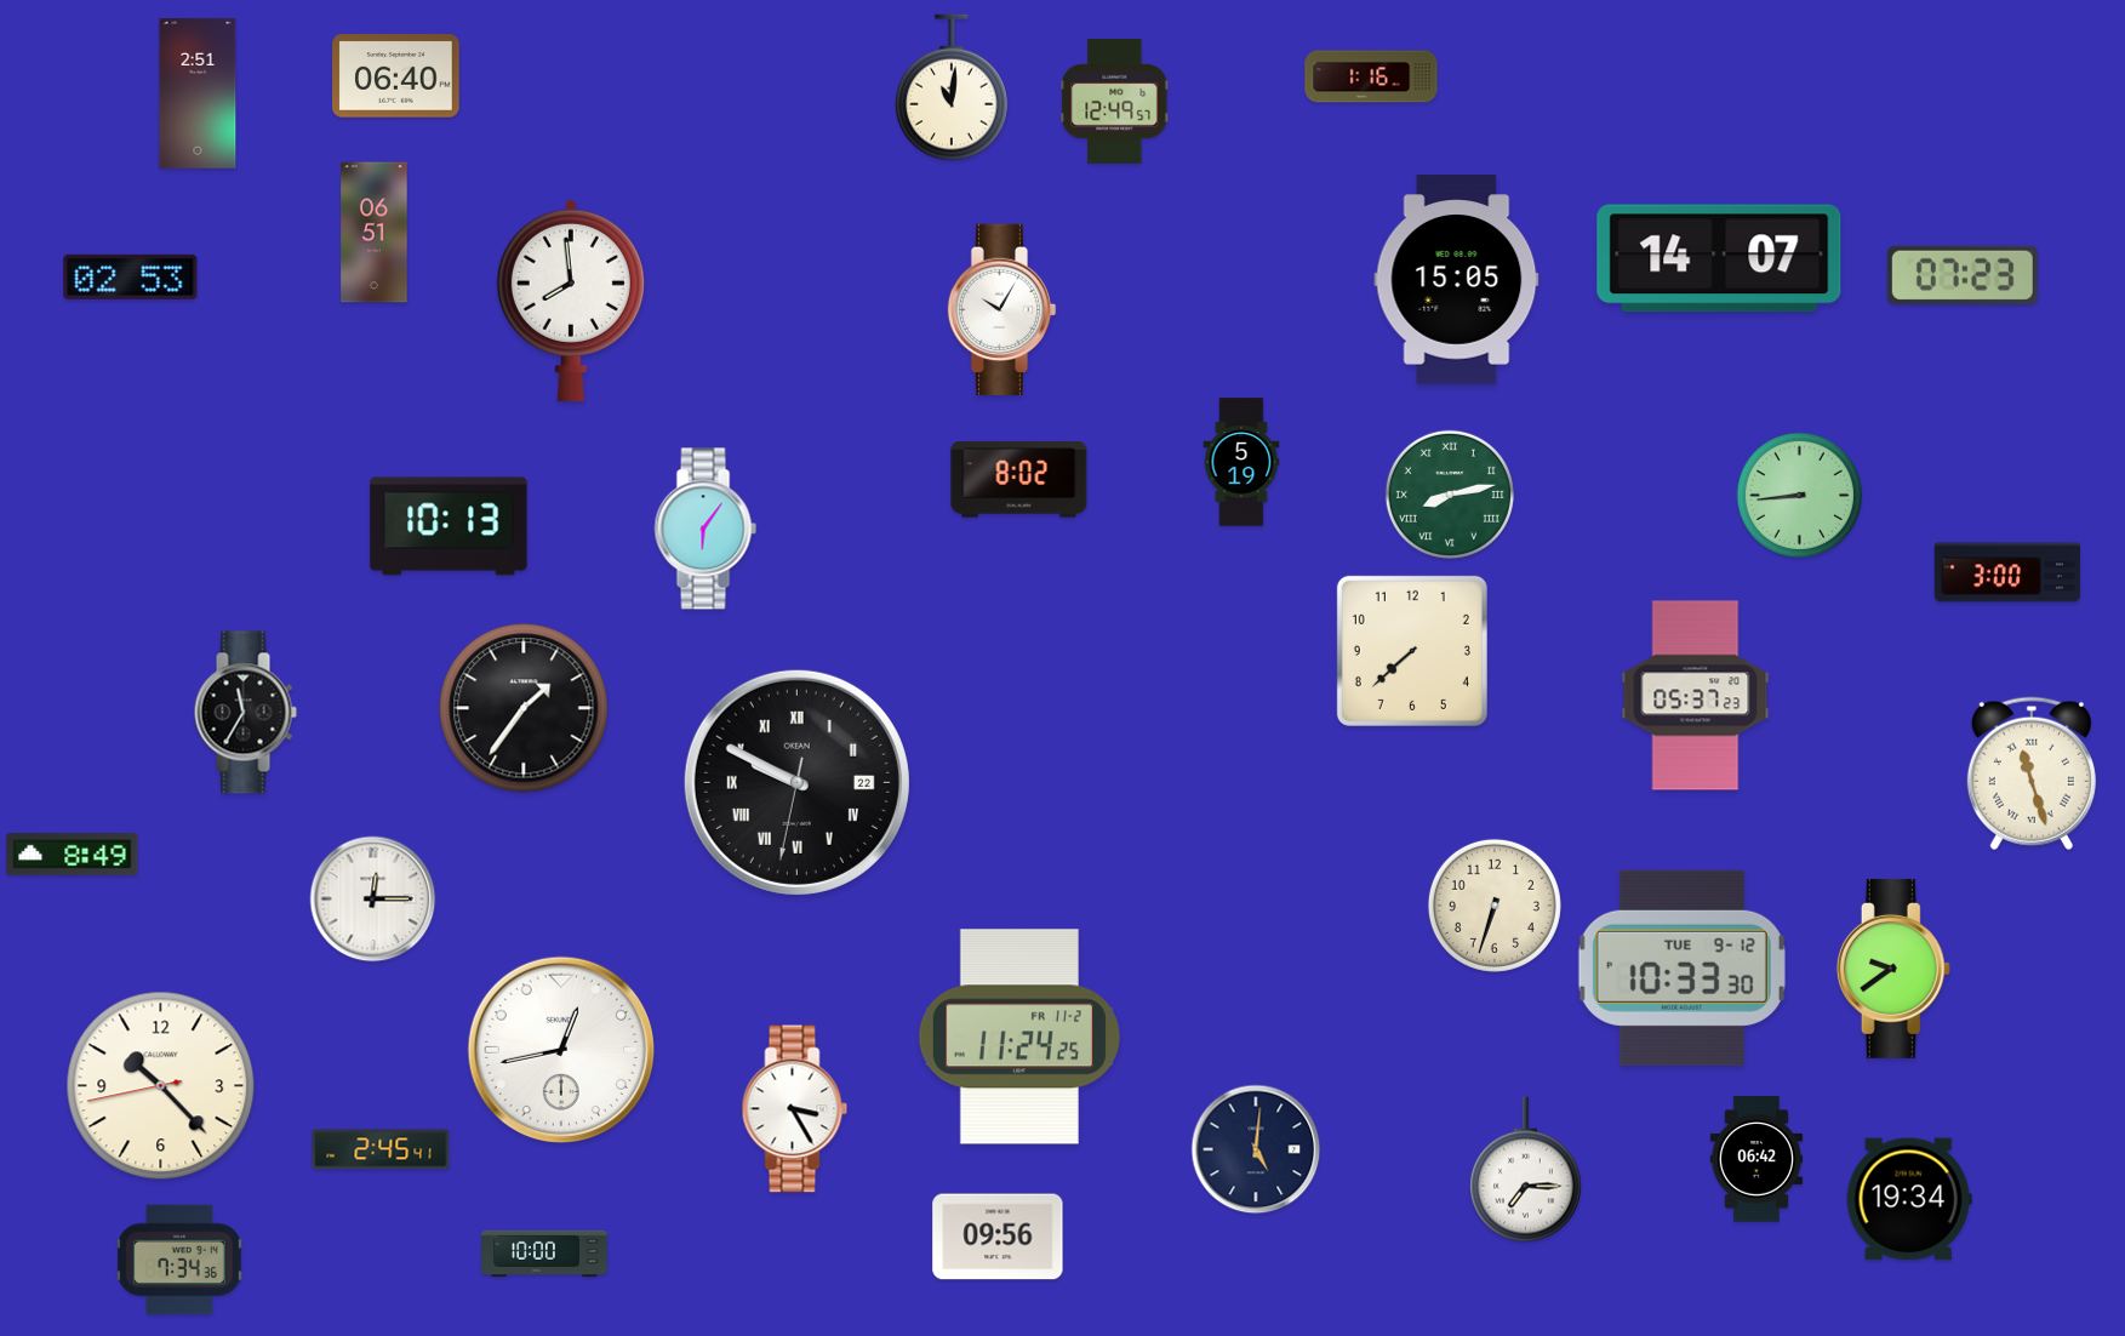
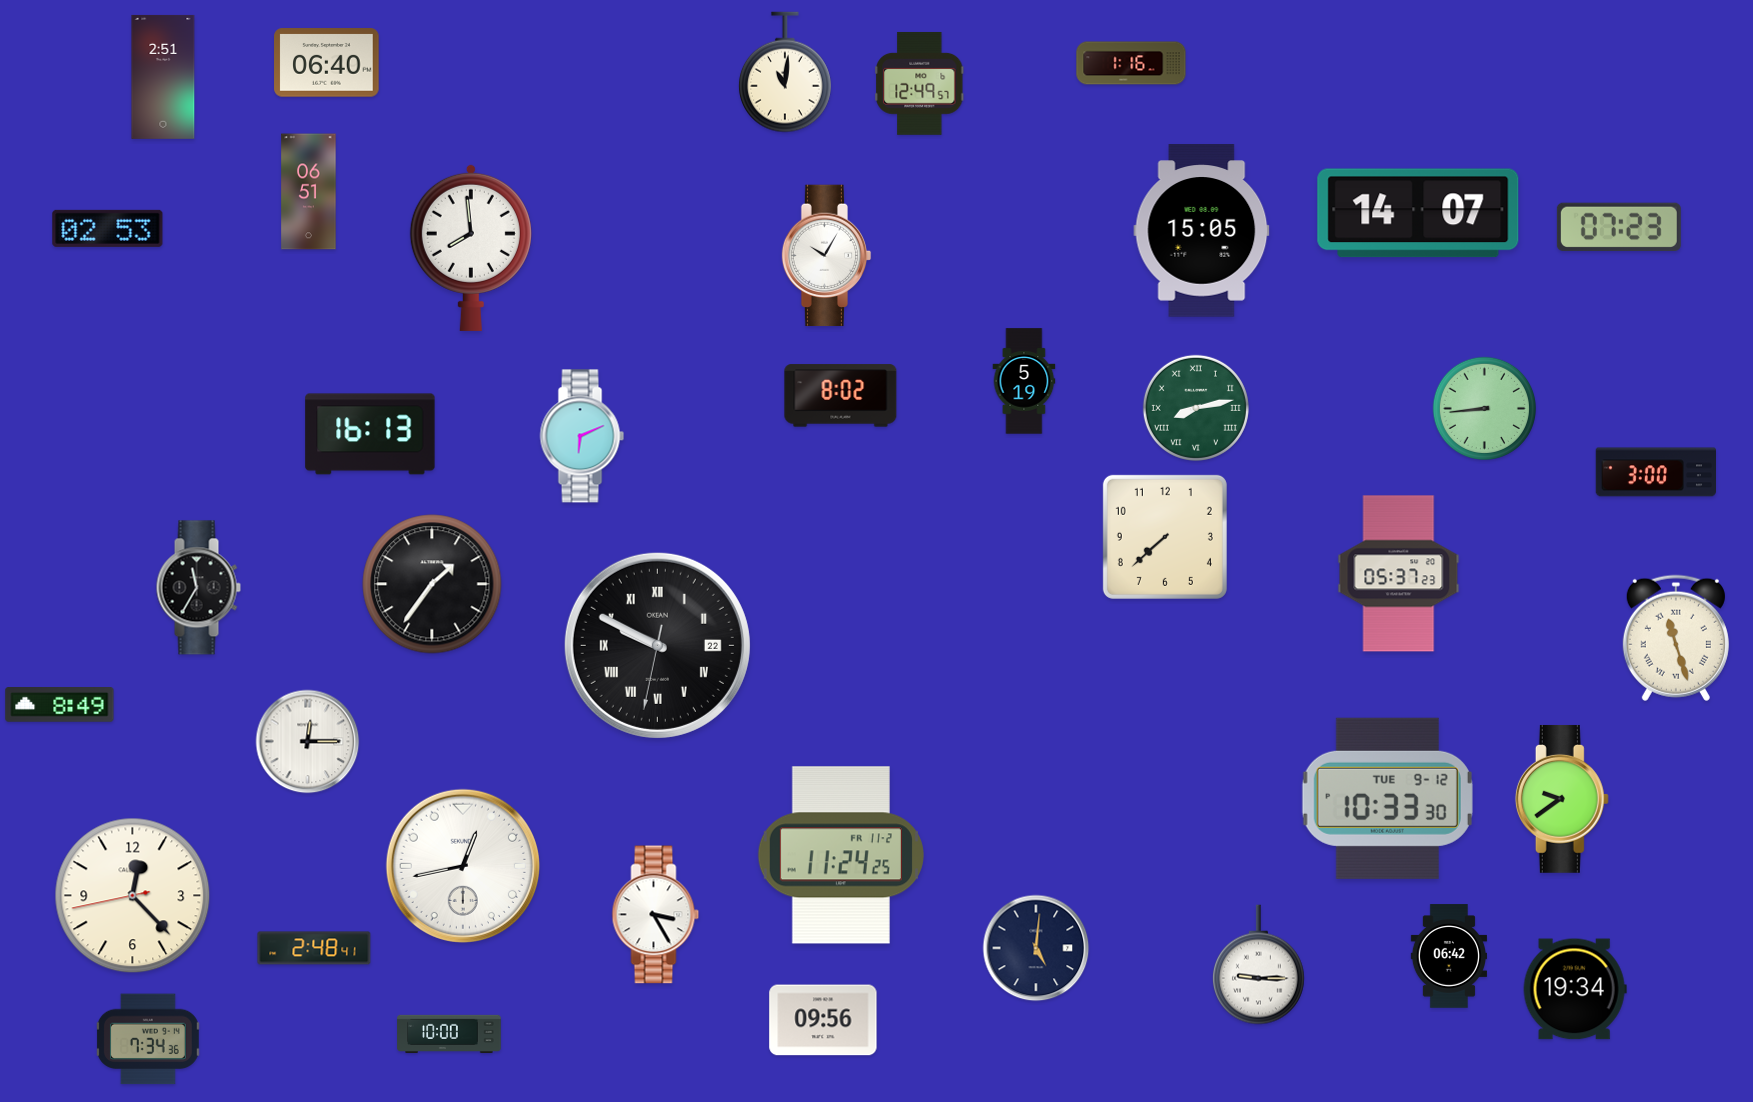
clock at (449, 526): 10:13 -> 16:13
clock at (706, 529): 6:06 -> 6:11
clock at (245, 713) position: (245, 713) -> (198, 588)
clock at (1495, 906): 6:33 -> none
clock at (161, 1086): 10:22 -> 12:22
clock at (381, 1149): 2:45 -> 2:48
clock at (1525, 1170): 7:15 -> 9:15
